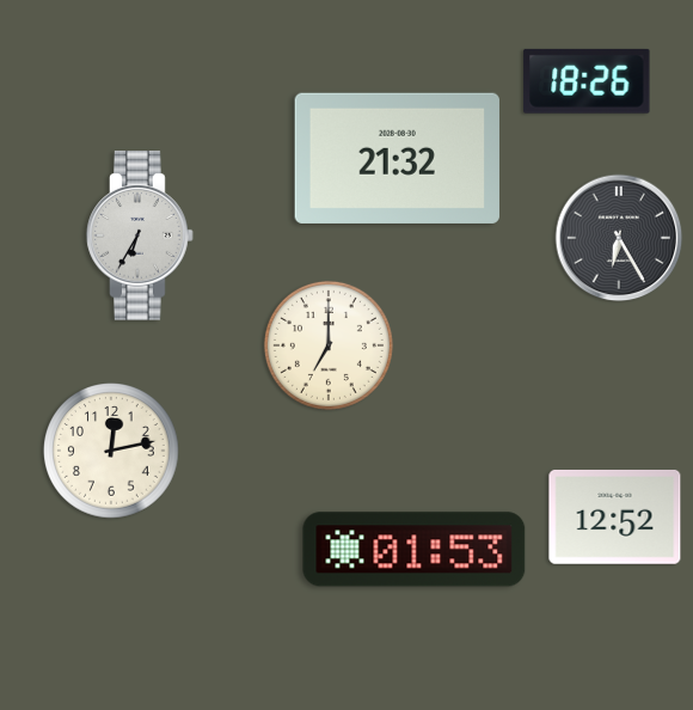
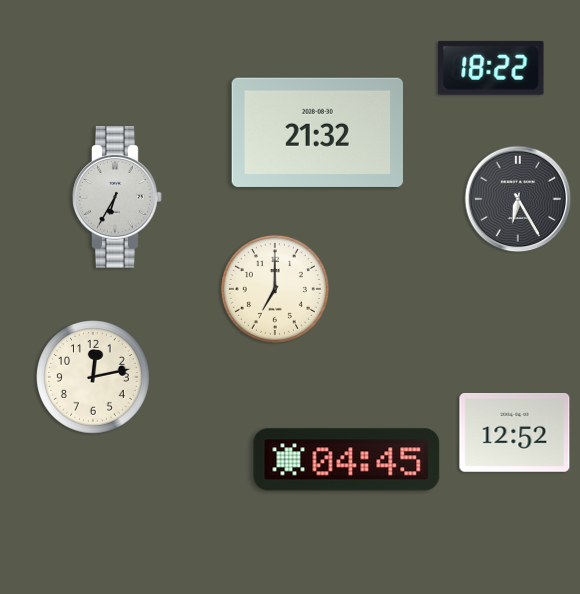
clock at (587, 81): 18:26 -> 18:22
clock at (397, 158) position: (397, 158) -> (317, 132)
clock at (415, 550): 01:53 -> 04:45
